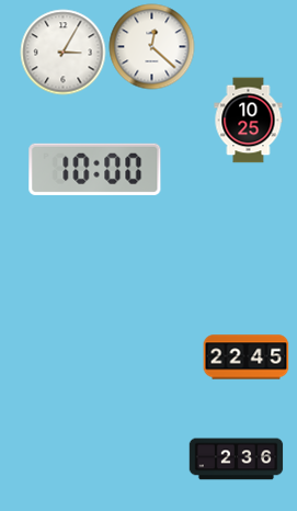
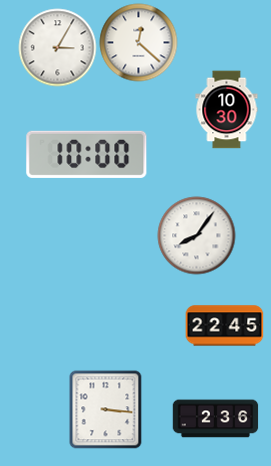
clock at (249, 120): 10:25 -> 10:30
clock at (196, 235): none -> 8:06
clock at (106, 409): none -> 3:16
